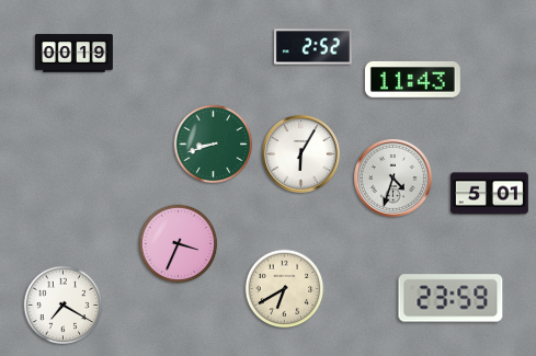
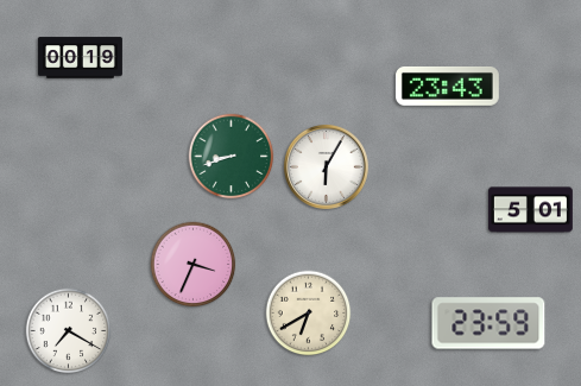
clock at (312, 47): 2:52 -> none
clock at (412, 79): 11:43 -> 23:43
clock at (392, 177): 4:33 -> none
